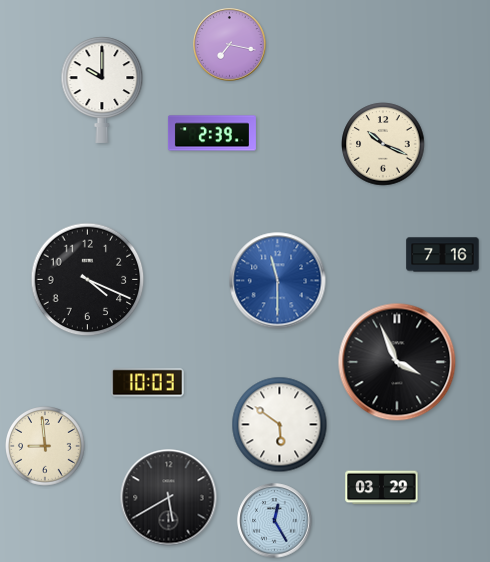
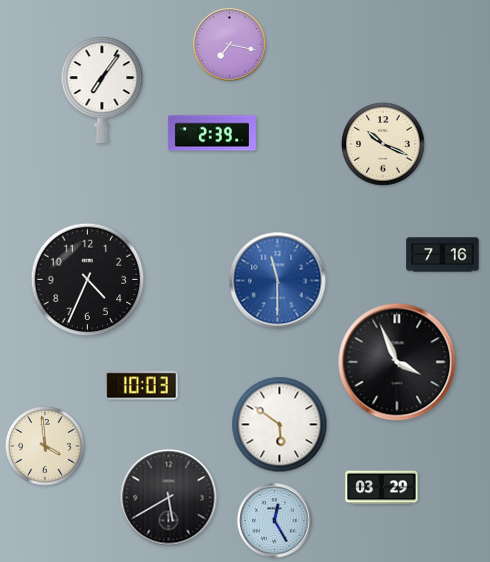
clock at (102, 90): 10:00 -> 7:06
clock at (88, 280): 4:19 -> 4:34
clock at (148, 383) position: (148, 383) -> (142, 386)
clock at (46, 447): 8:59 -> 3:59
